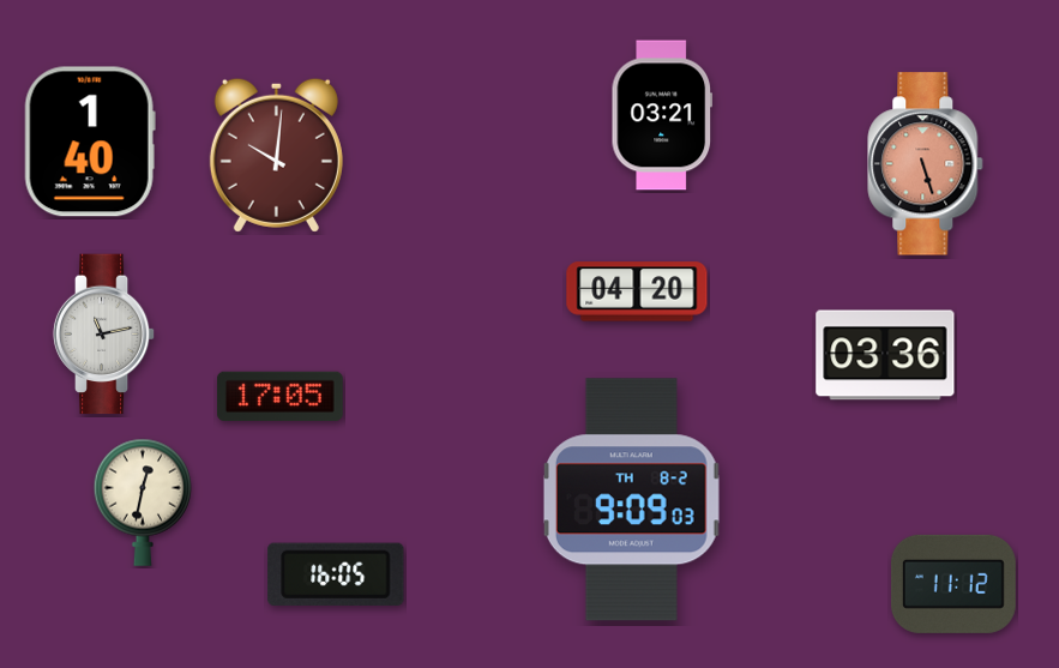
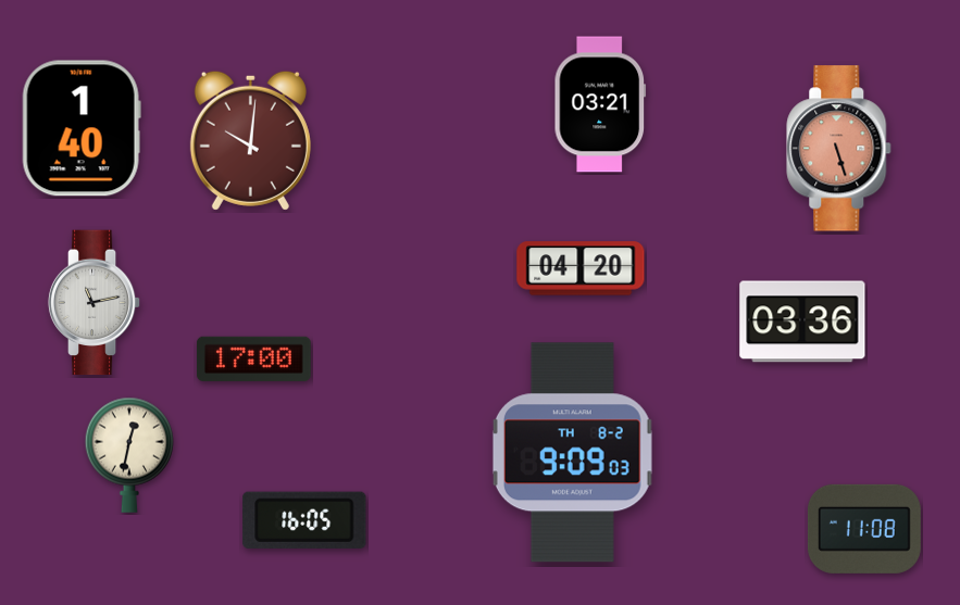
clock at (637, 291) position: (637, 291) -> (581, 268)
clock at (279, 396): 17:05 -> 17:00
clock at (953, 584): 11:12 -> 11:08
